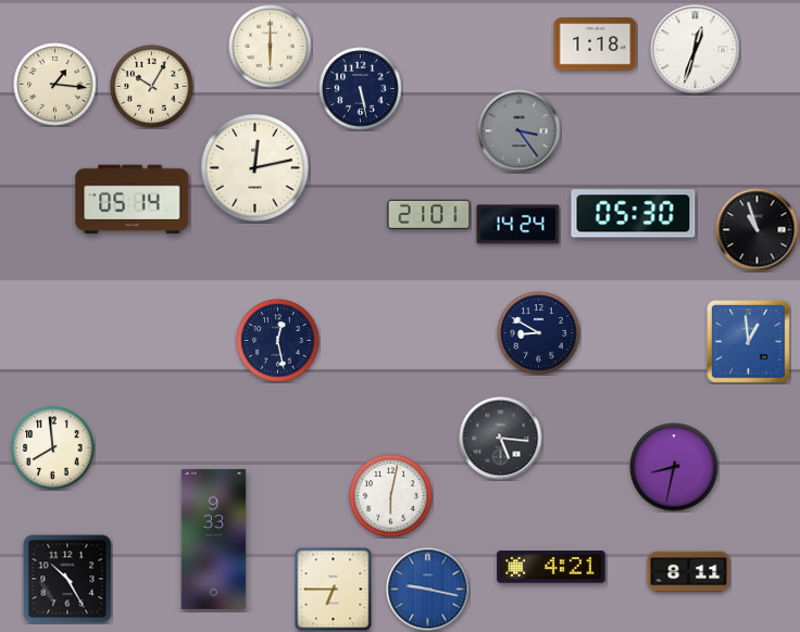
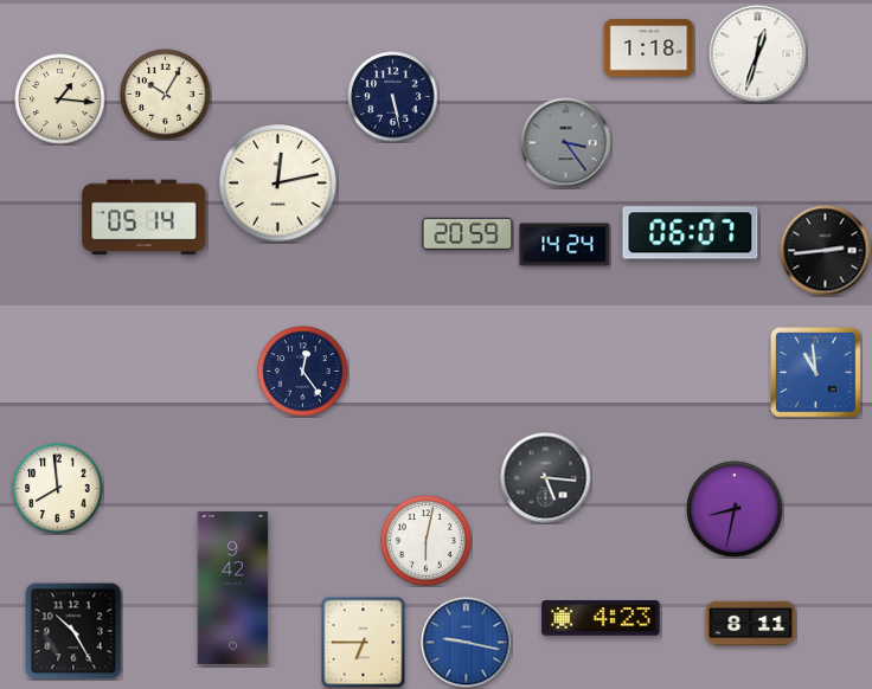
clock at (271, 47): 6:00 -> none
clock at (55, 85) position: (55, 85) -> (60, 99)
clock at (429, 214): 21:01 -> 20:59
clock at (634, 214): 05:30 -> 06:07
clock at (758, 230): 10:57 -> 2:44
clock at (539, 333): 8:50 -> none
clock at (278, 341): 12:28 -> 12:24
clock at (749, 342): 12:59 -> 10:59
clock at (214, 539): 9:33 -> 9:42
clock at (551, 567): 4:21 -> 4:23
